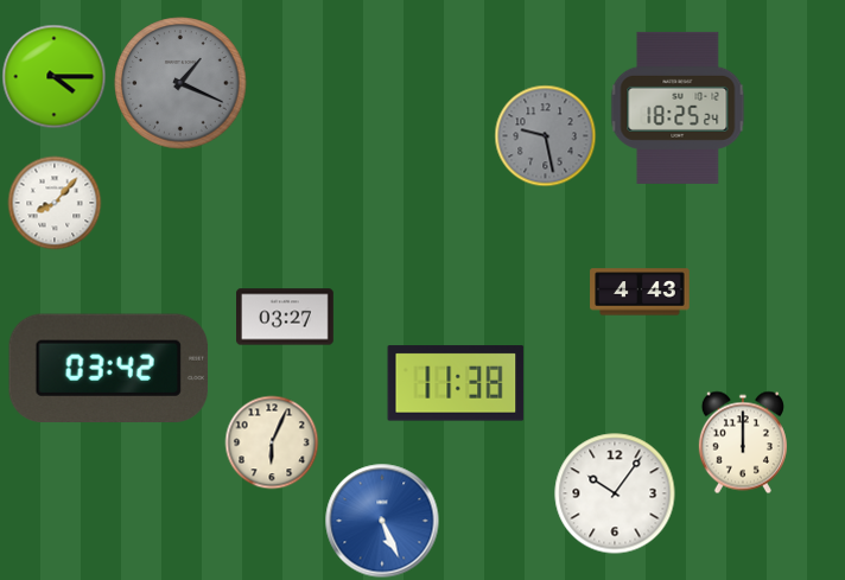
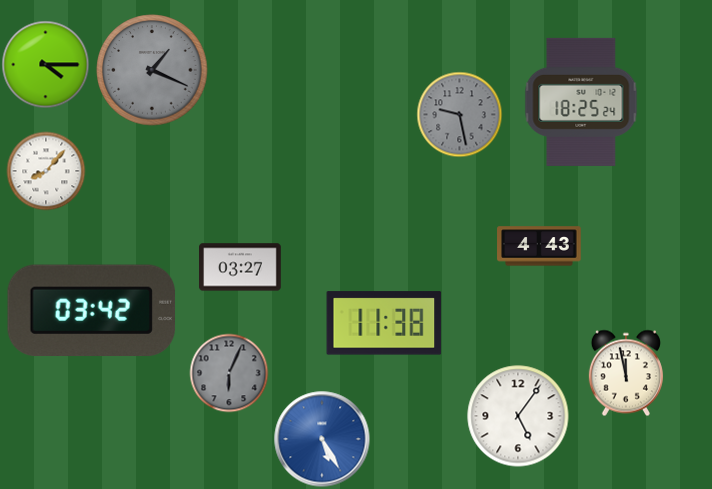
clock at (678, 108) position: (678, 108) -> (581, 102)
clock at (272, 442) dial: cream -> grey
clock at (743, 442): 12:00 -> 11:58
clock at (615, 493): 10:06 -> 5:06
clock at (382, 521): 5:26 -> 5:25
